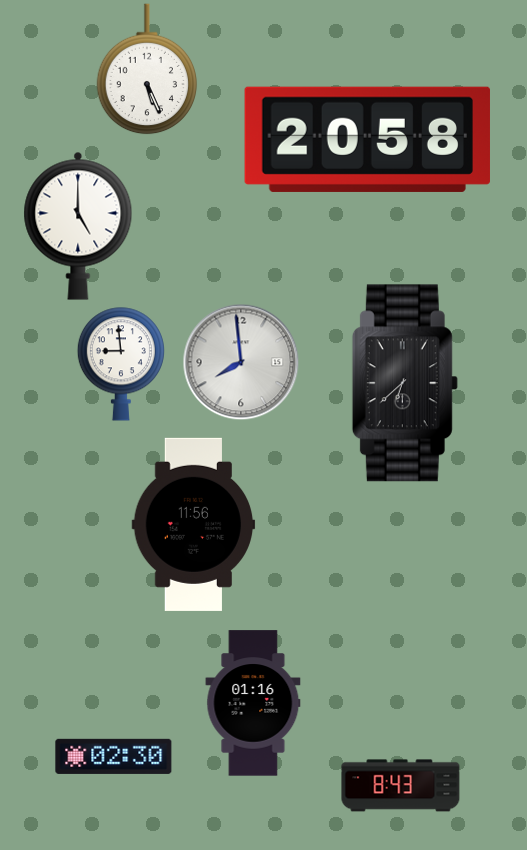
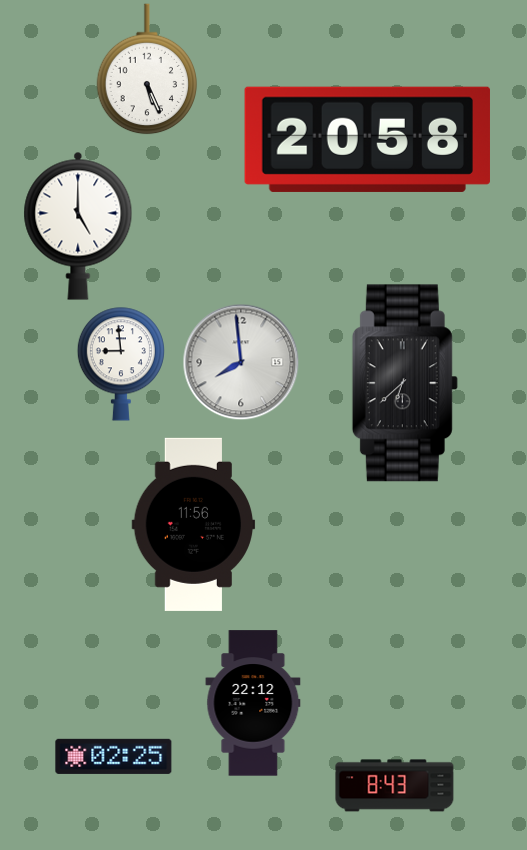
clock at (253, 703): 01:16 -> 22:12
clock at (114, 756): 02:30 -> 02:25
clock at (401, 786) position: (401, 786) -> (395, 786)
